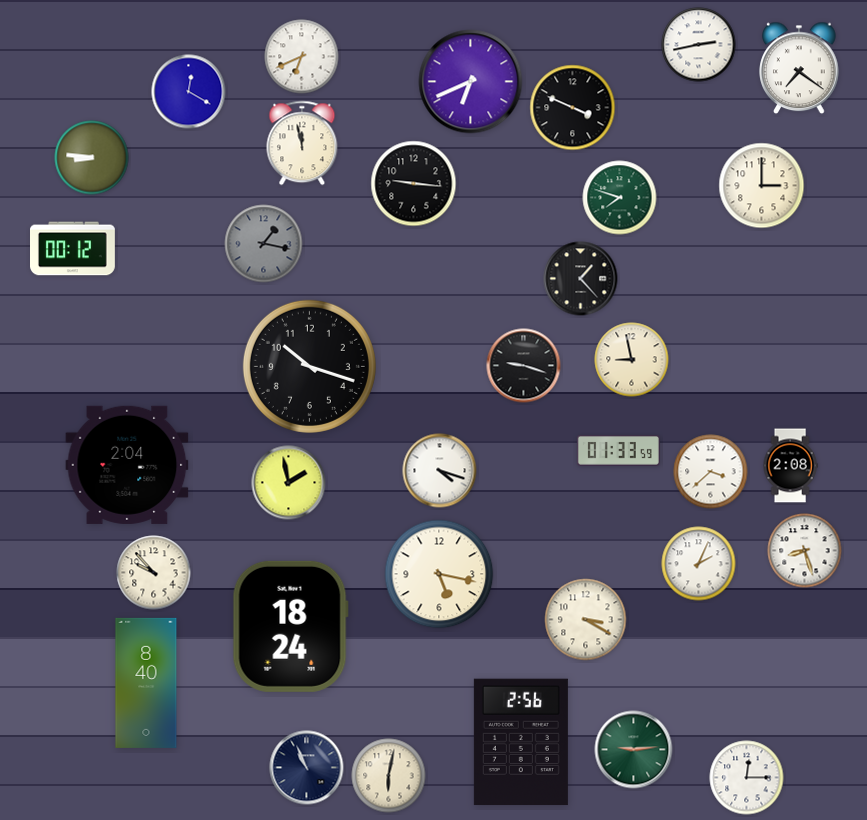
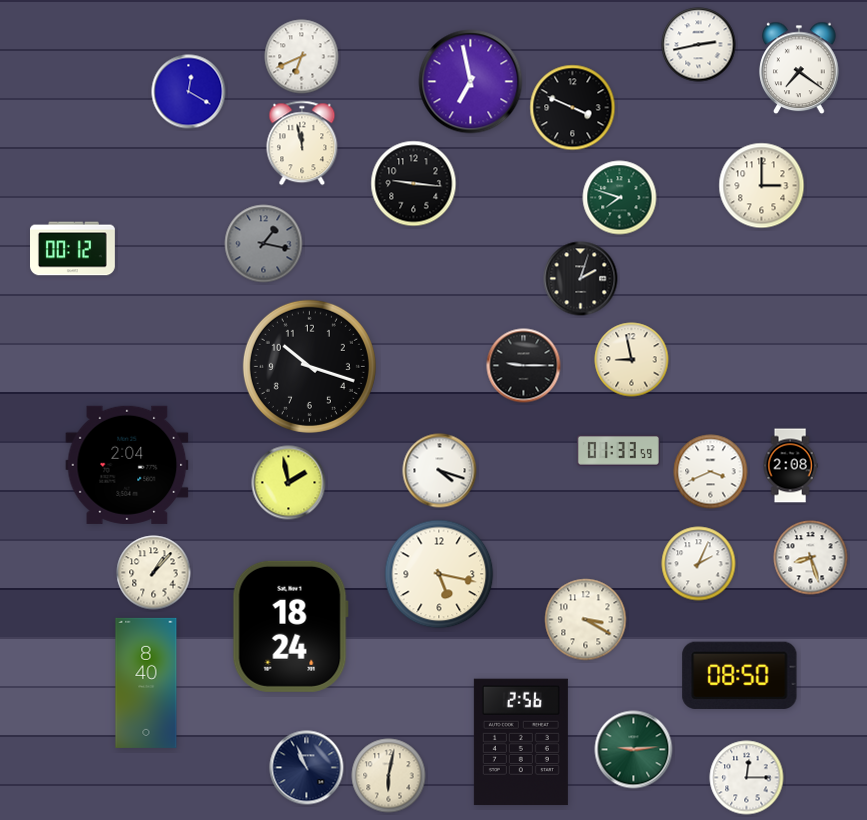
clock at (471, 82): 6:41 -> 6:58
clock at (92, 158): 8:46 -> none
clock at (581, 279): 1:23 -> 2:03
clock at (524, 366): 9:18 -> 9:15
clock at (711, 472): 3:38 -> 3:41
clock at (805, 551) position: (805, 551) -> (811, 558)
clock at (154, 573): 9:53 -> 1:07
clock at (740, 675): none -> 08:50
